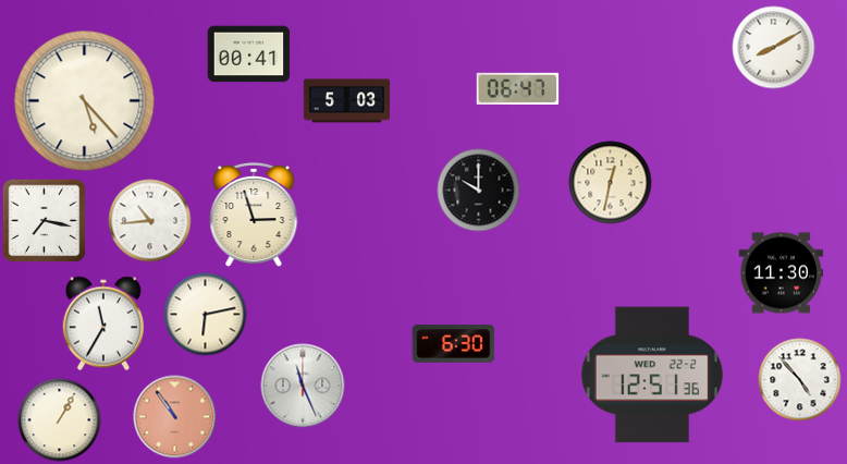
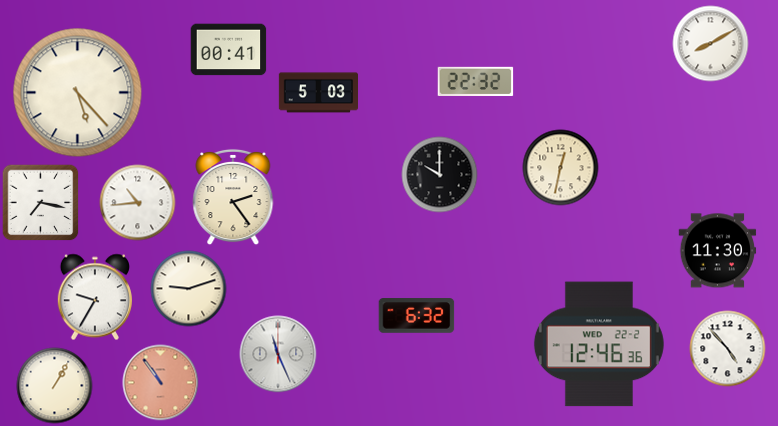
clock at (518, 89): 06:47 -> 22:32
clock at (254, 215): 2:57 -> 2:24
clock at (206, 315): 6:13 -> 9:12
clock at (102, 323): 11:35 -> 9:35
clock at (454, 344): 6:30 -> 6:32
clock at (652, 375): 12:51 -> 12:46
clock at (800, 380) position: (800, 380) -> (728, 349)
